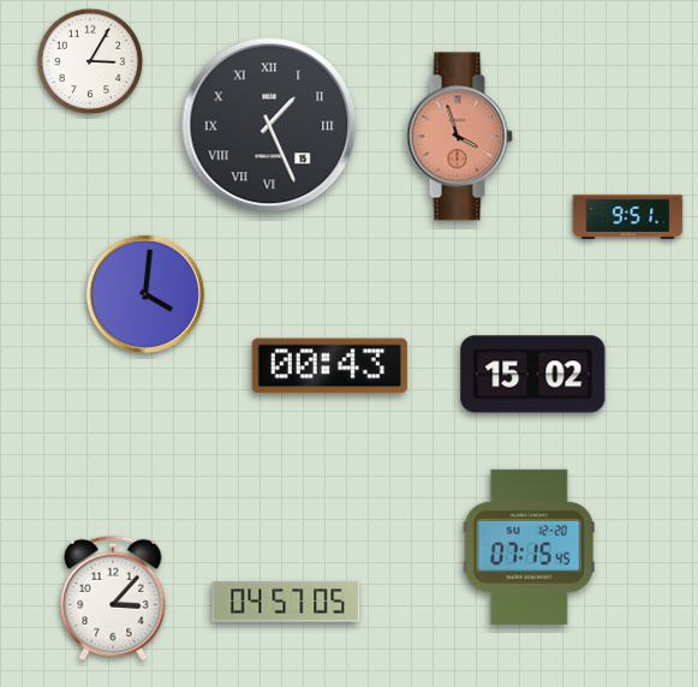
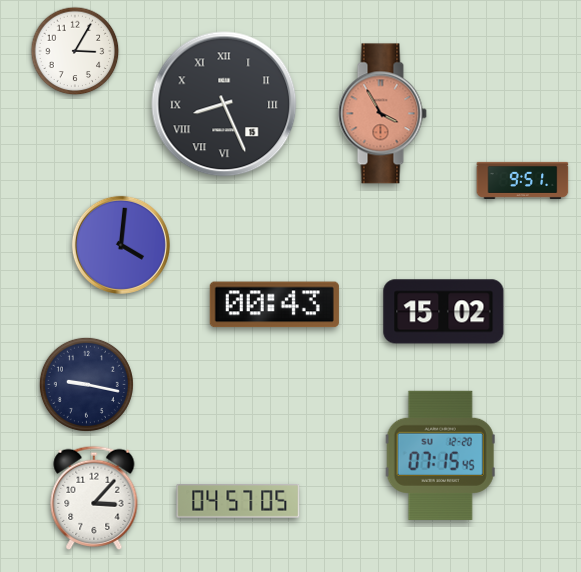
clock at (269, 125): 1:26 -> 8:26
clock at (459, 137): 3:57 -> 3:55
clock at (86, 384): none -> 9:17
